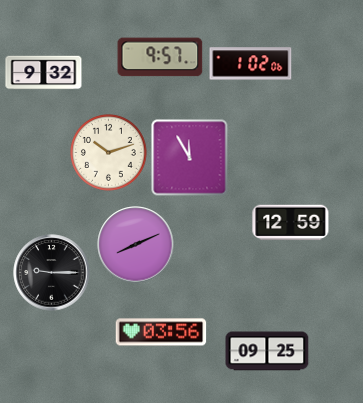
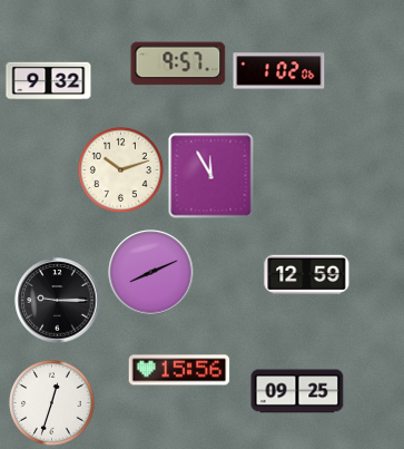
clock at (291, 223) position: (291, 223) -> (307, 275)
clock at (52, 273) position: (52, 273) -> (58, 301)
clock at (161, 332): 03:56 -> 15:56
clock at (52, 403): none -> 12:33
